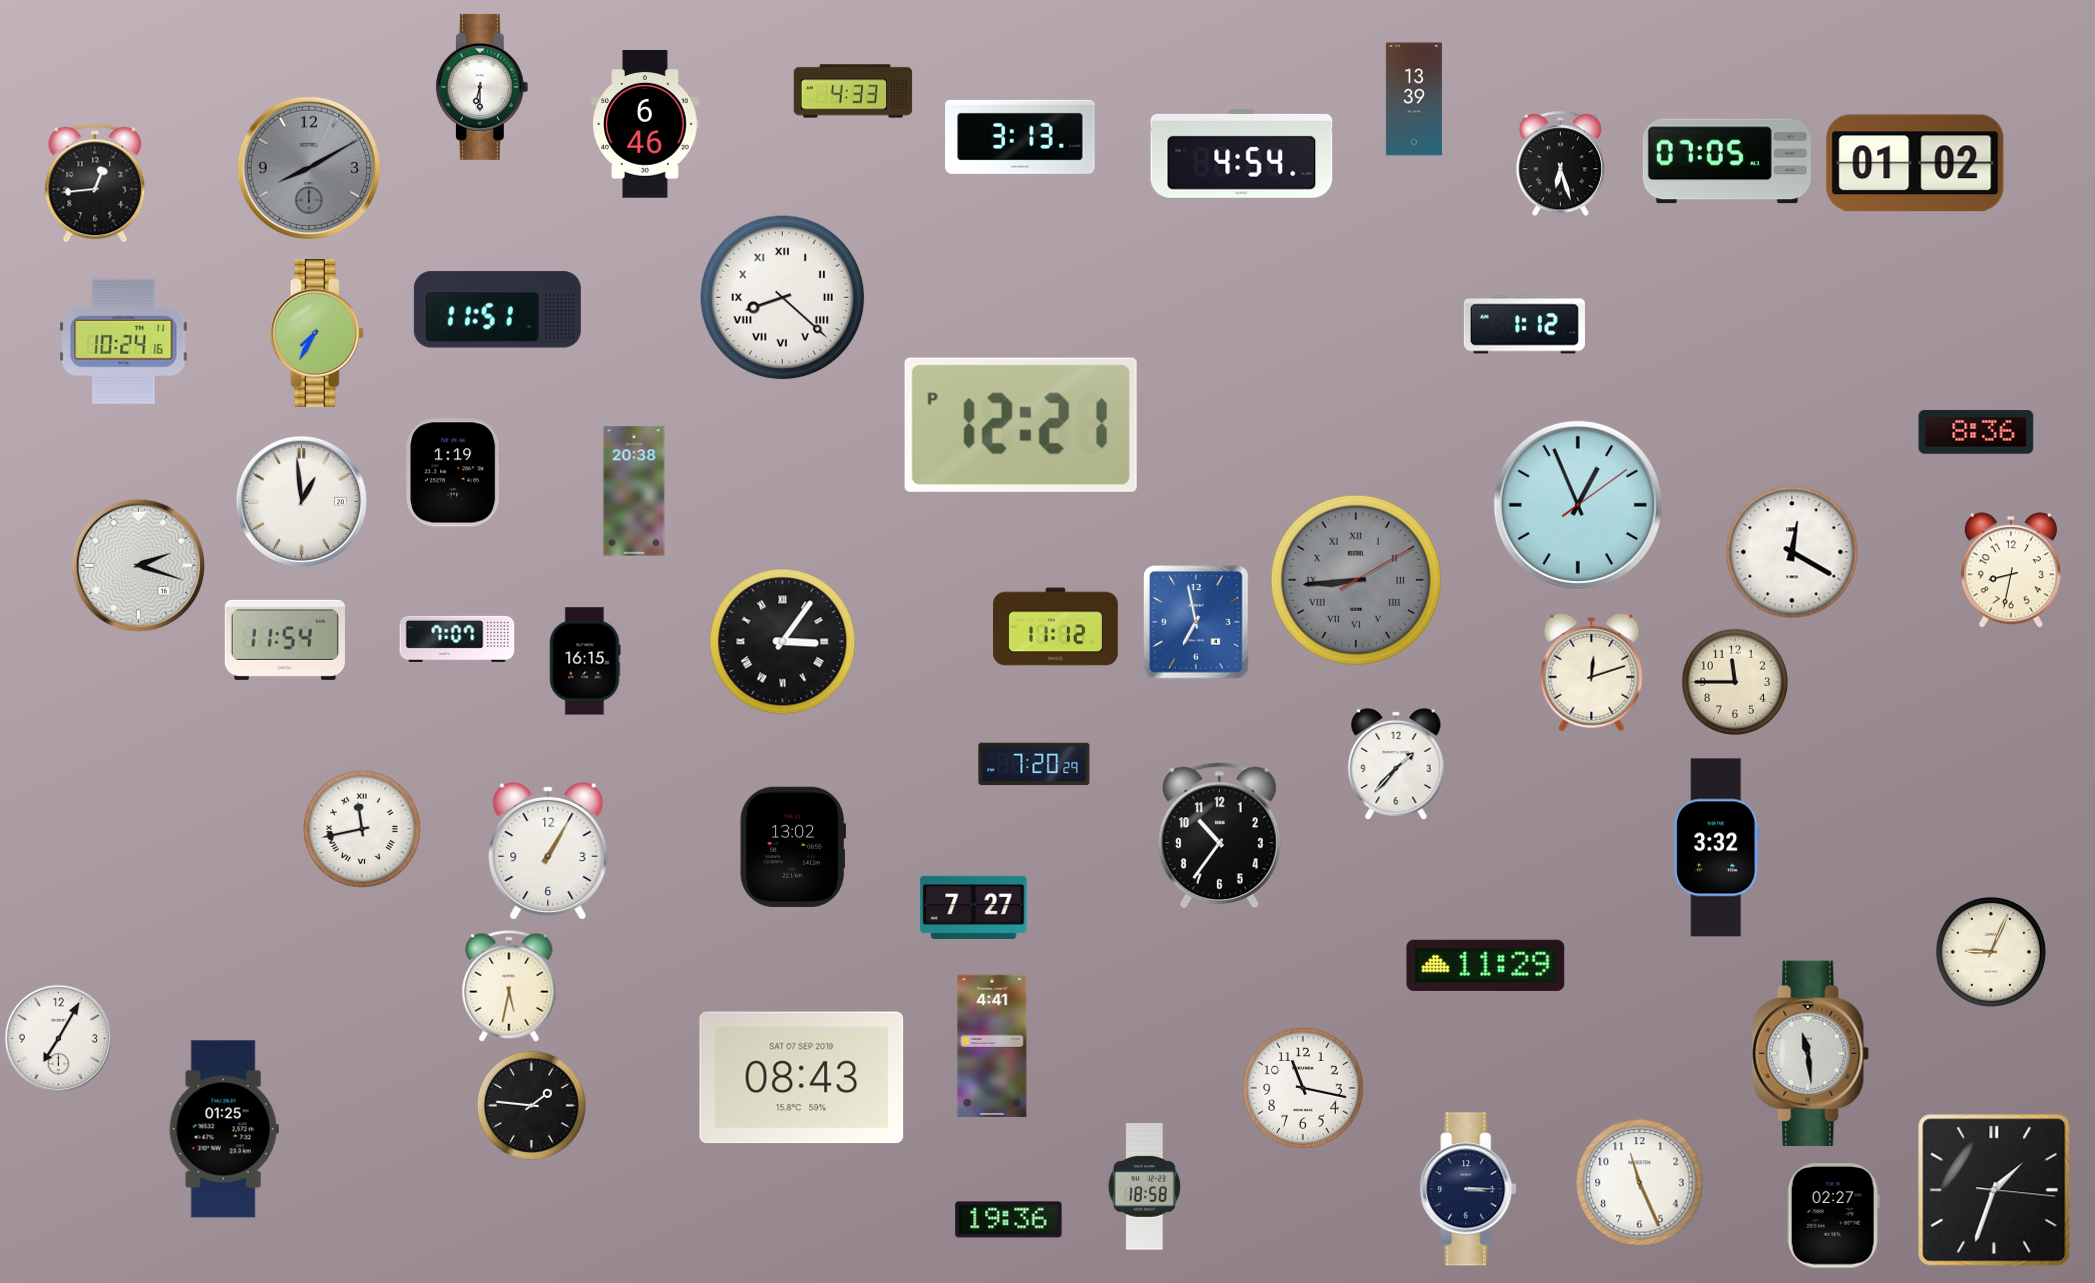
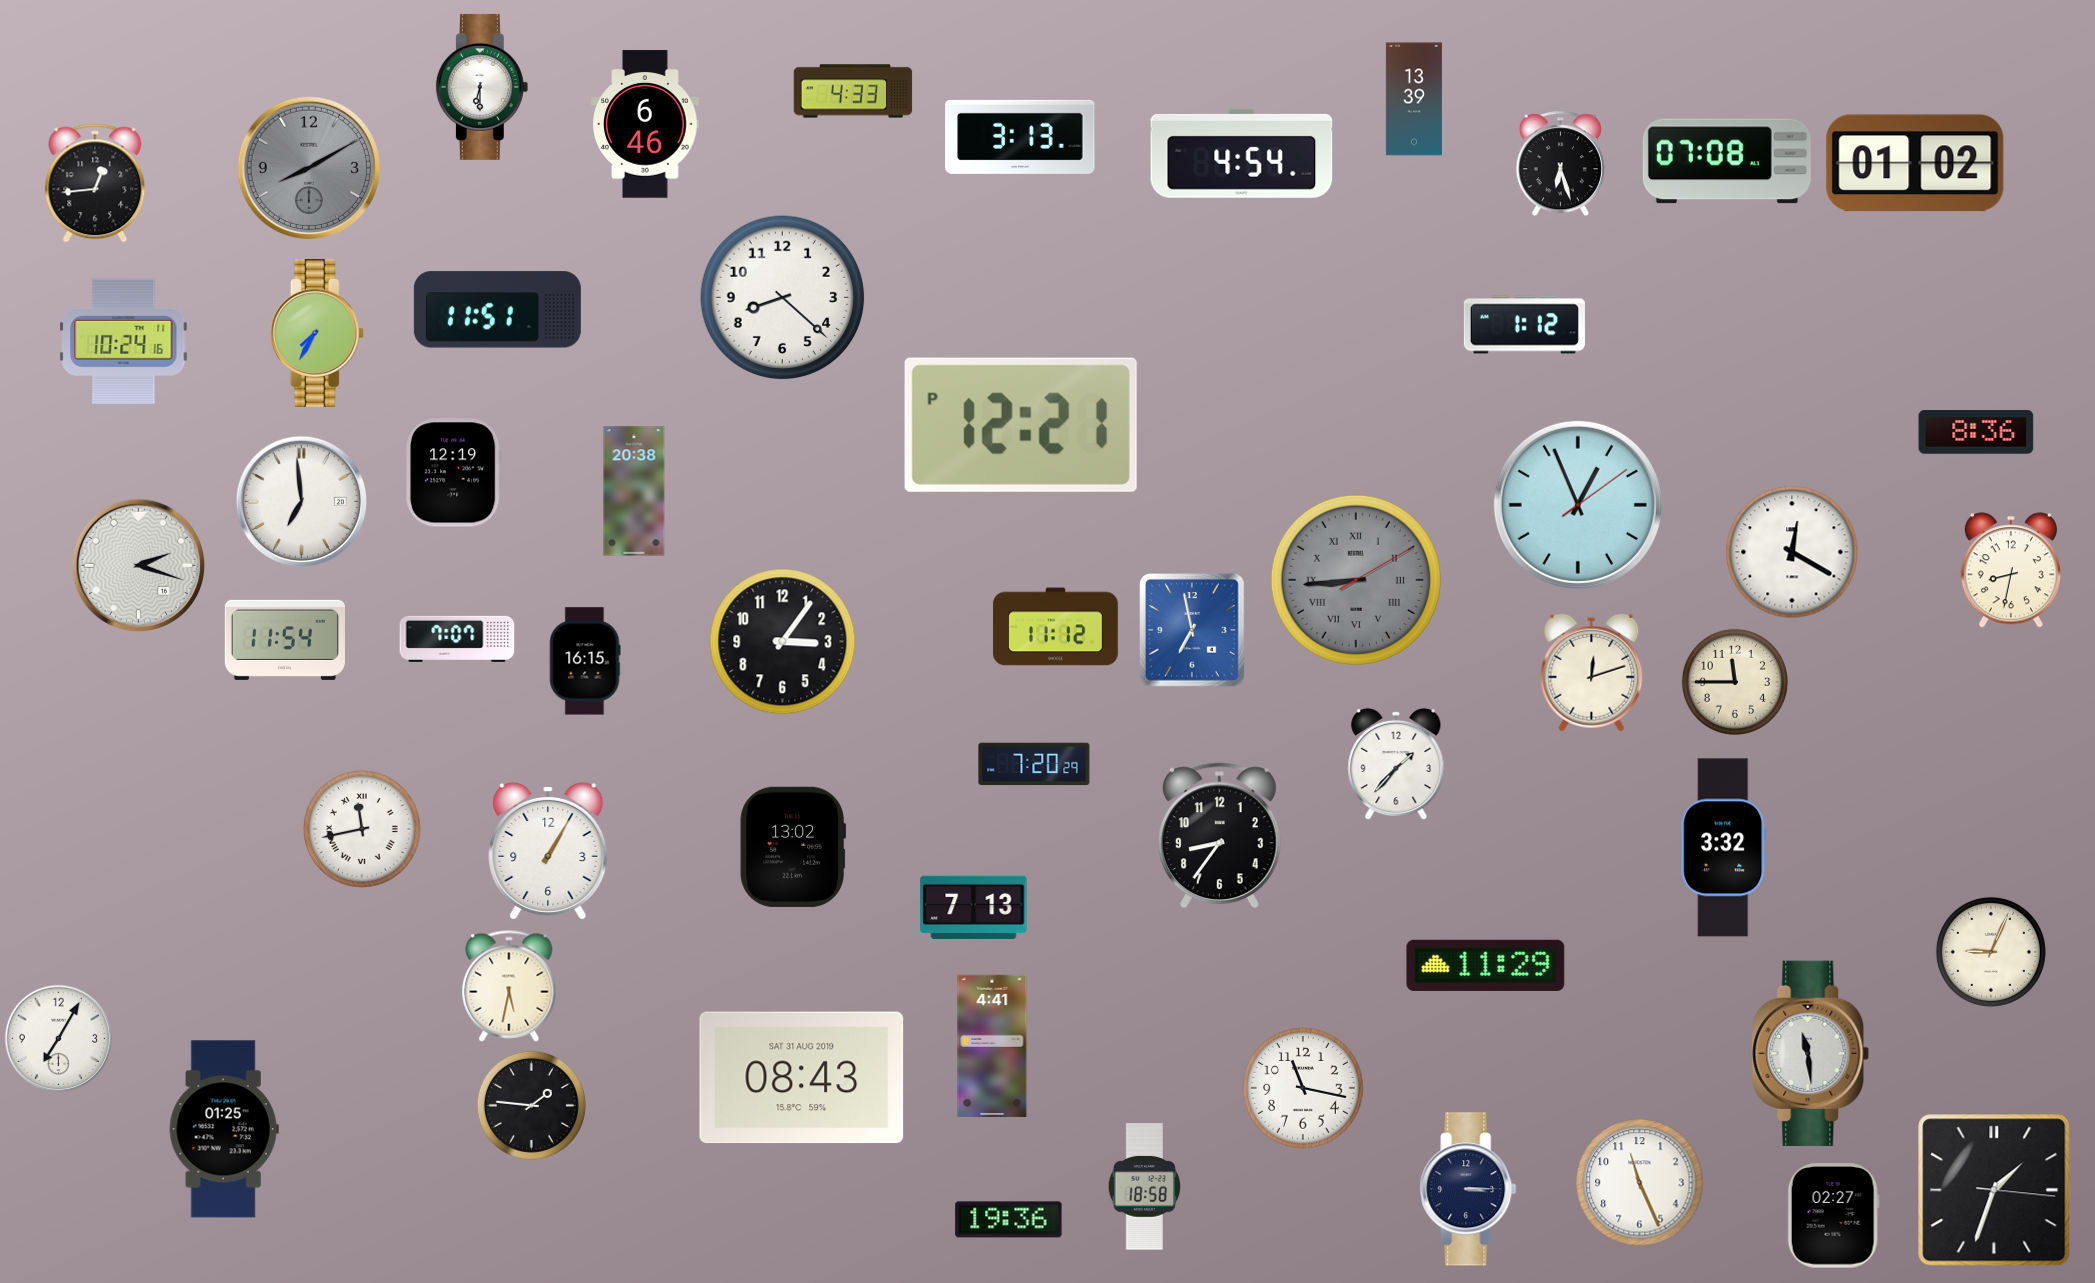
clock at (1727, 161): 07:05 -> 07:08
clock at (783, 298) numerals: Roman -> Arabic
clock at (454, 473): 1:19 -> 12:19
clock at (301, 501): 12:59 -> 6:59
clock at (1197, 622) position: (1197, 622) -> (1193, 630)
clock at (783, 642) numerals: Roman -> Arabic
clock at (1219, 836): 10:36 -> 8:36
clock at (1717, 848) position: (1717, 848) -> (1724, 848)
clock at (974, 907): 7:27 -> 7:13
clock at (802, 1078) date: SAT 07 SEP 2019 -> SAT 31 AUG 2019
